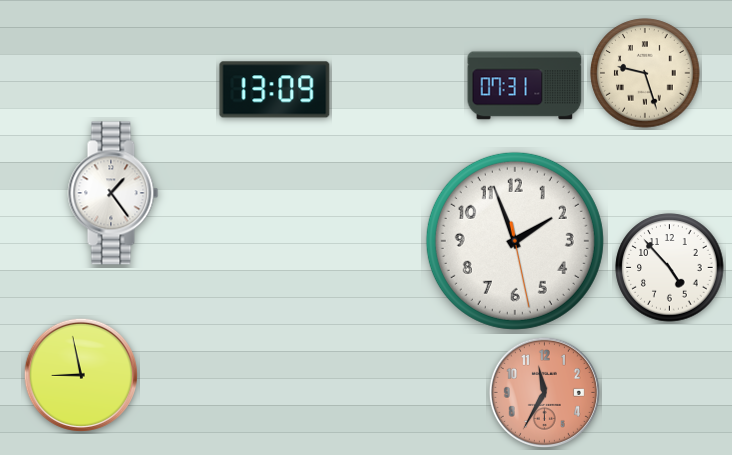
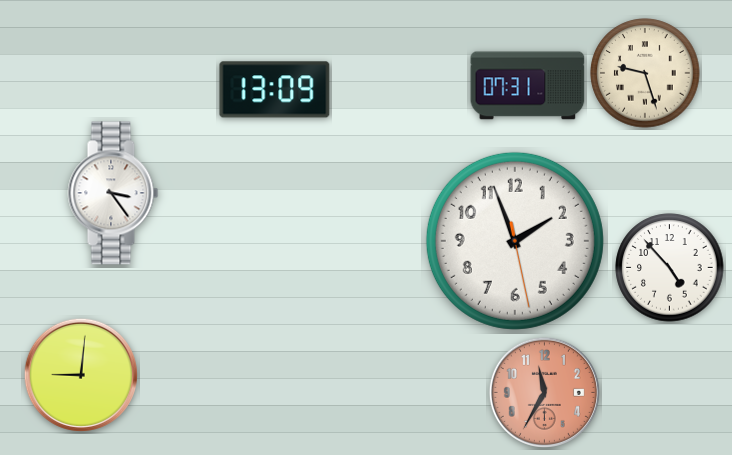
clock at (525, 86) position: (525, 86) -> (528, 86)
clock at (113, 193): 1:24 -> 3:24
clock at (81, 375): 8:58 -> 9:01
